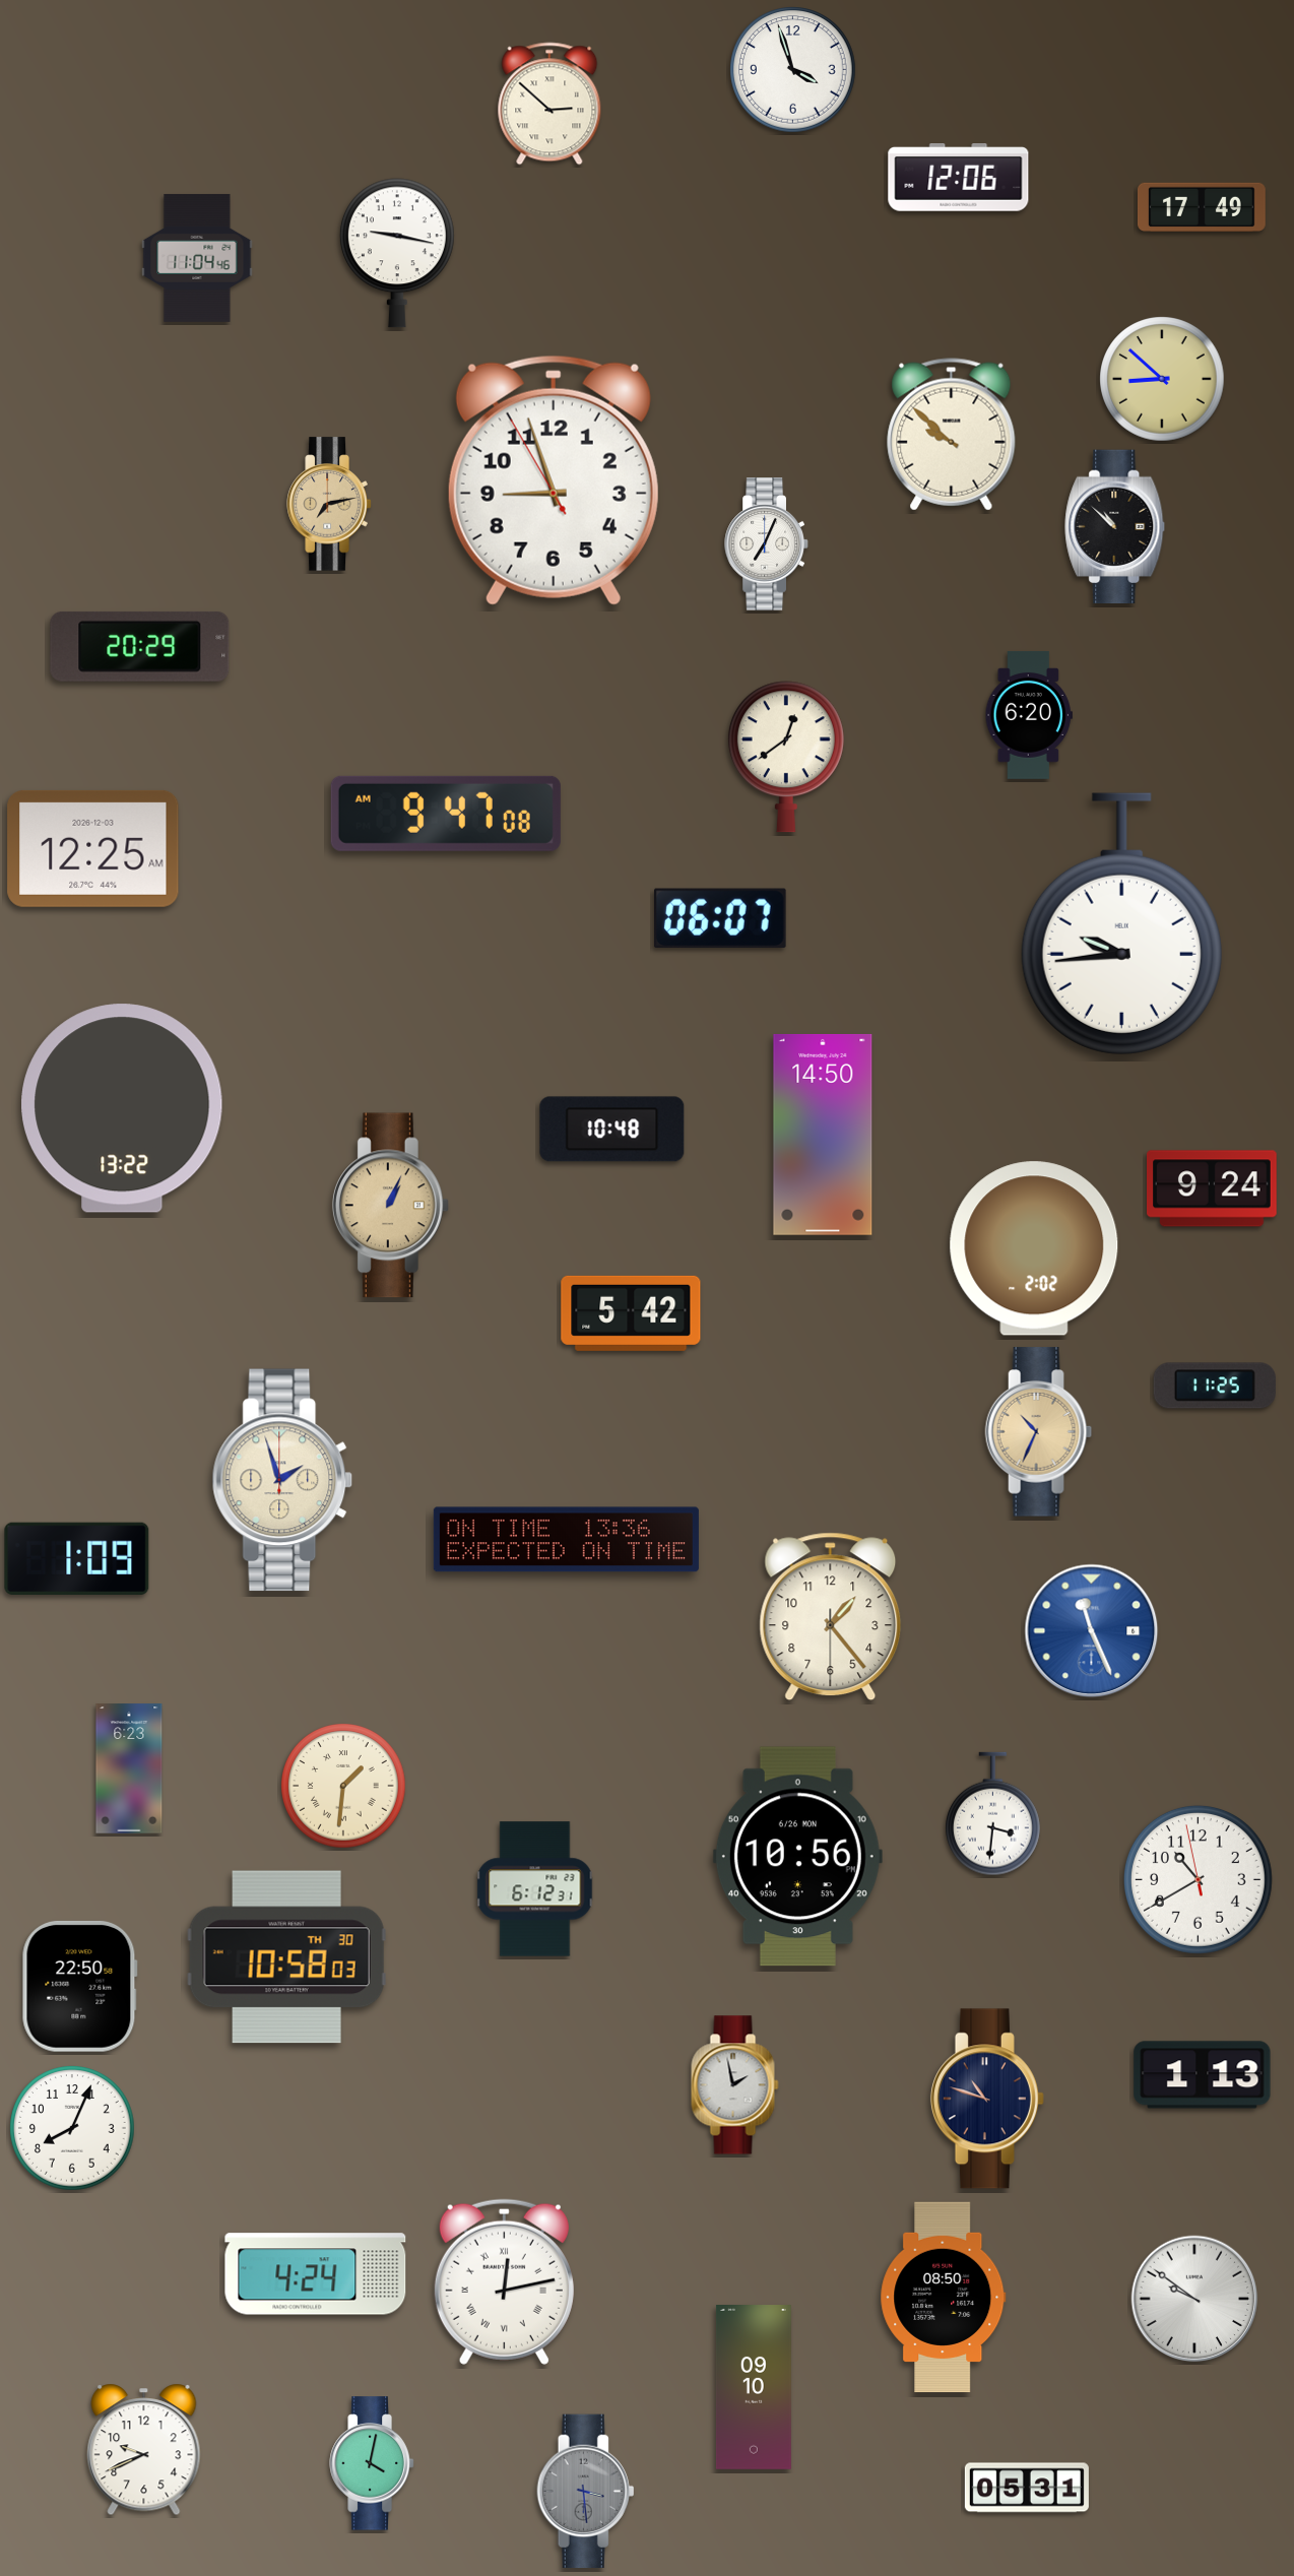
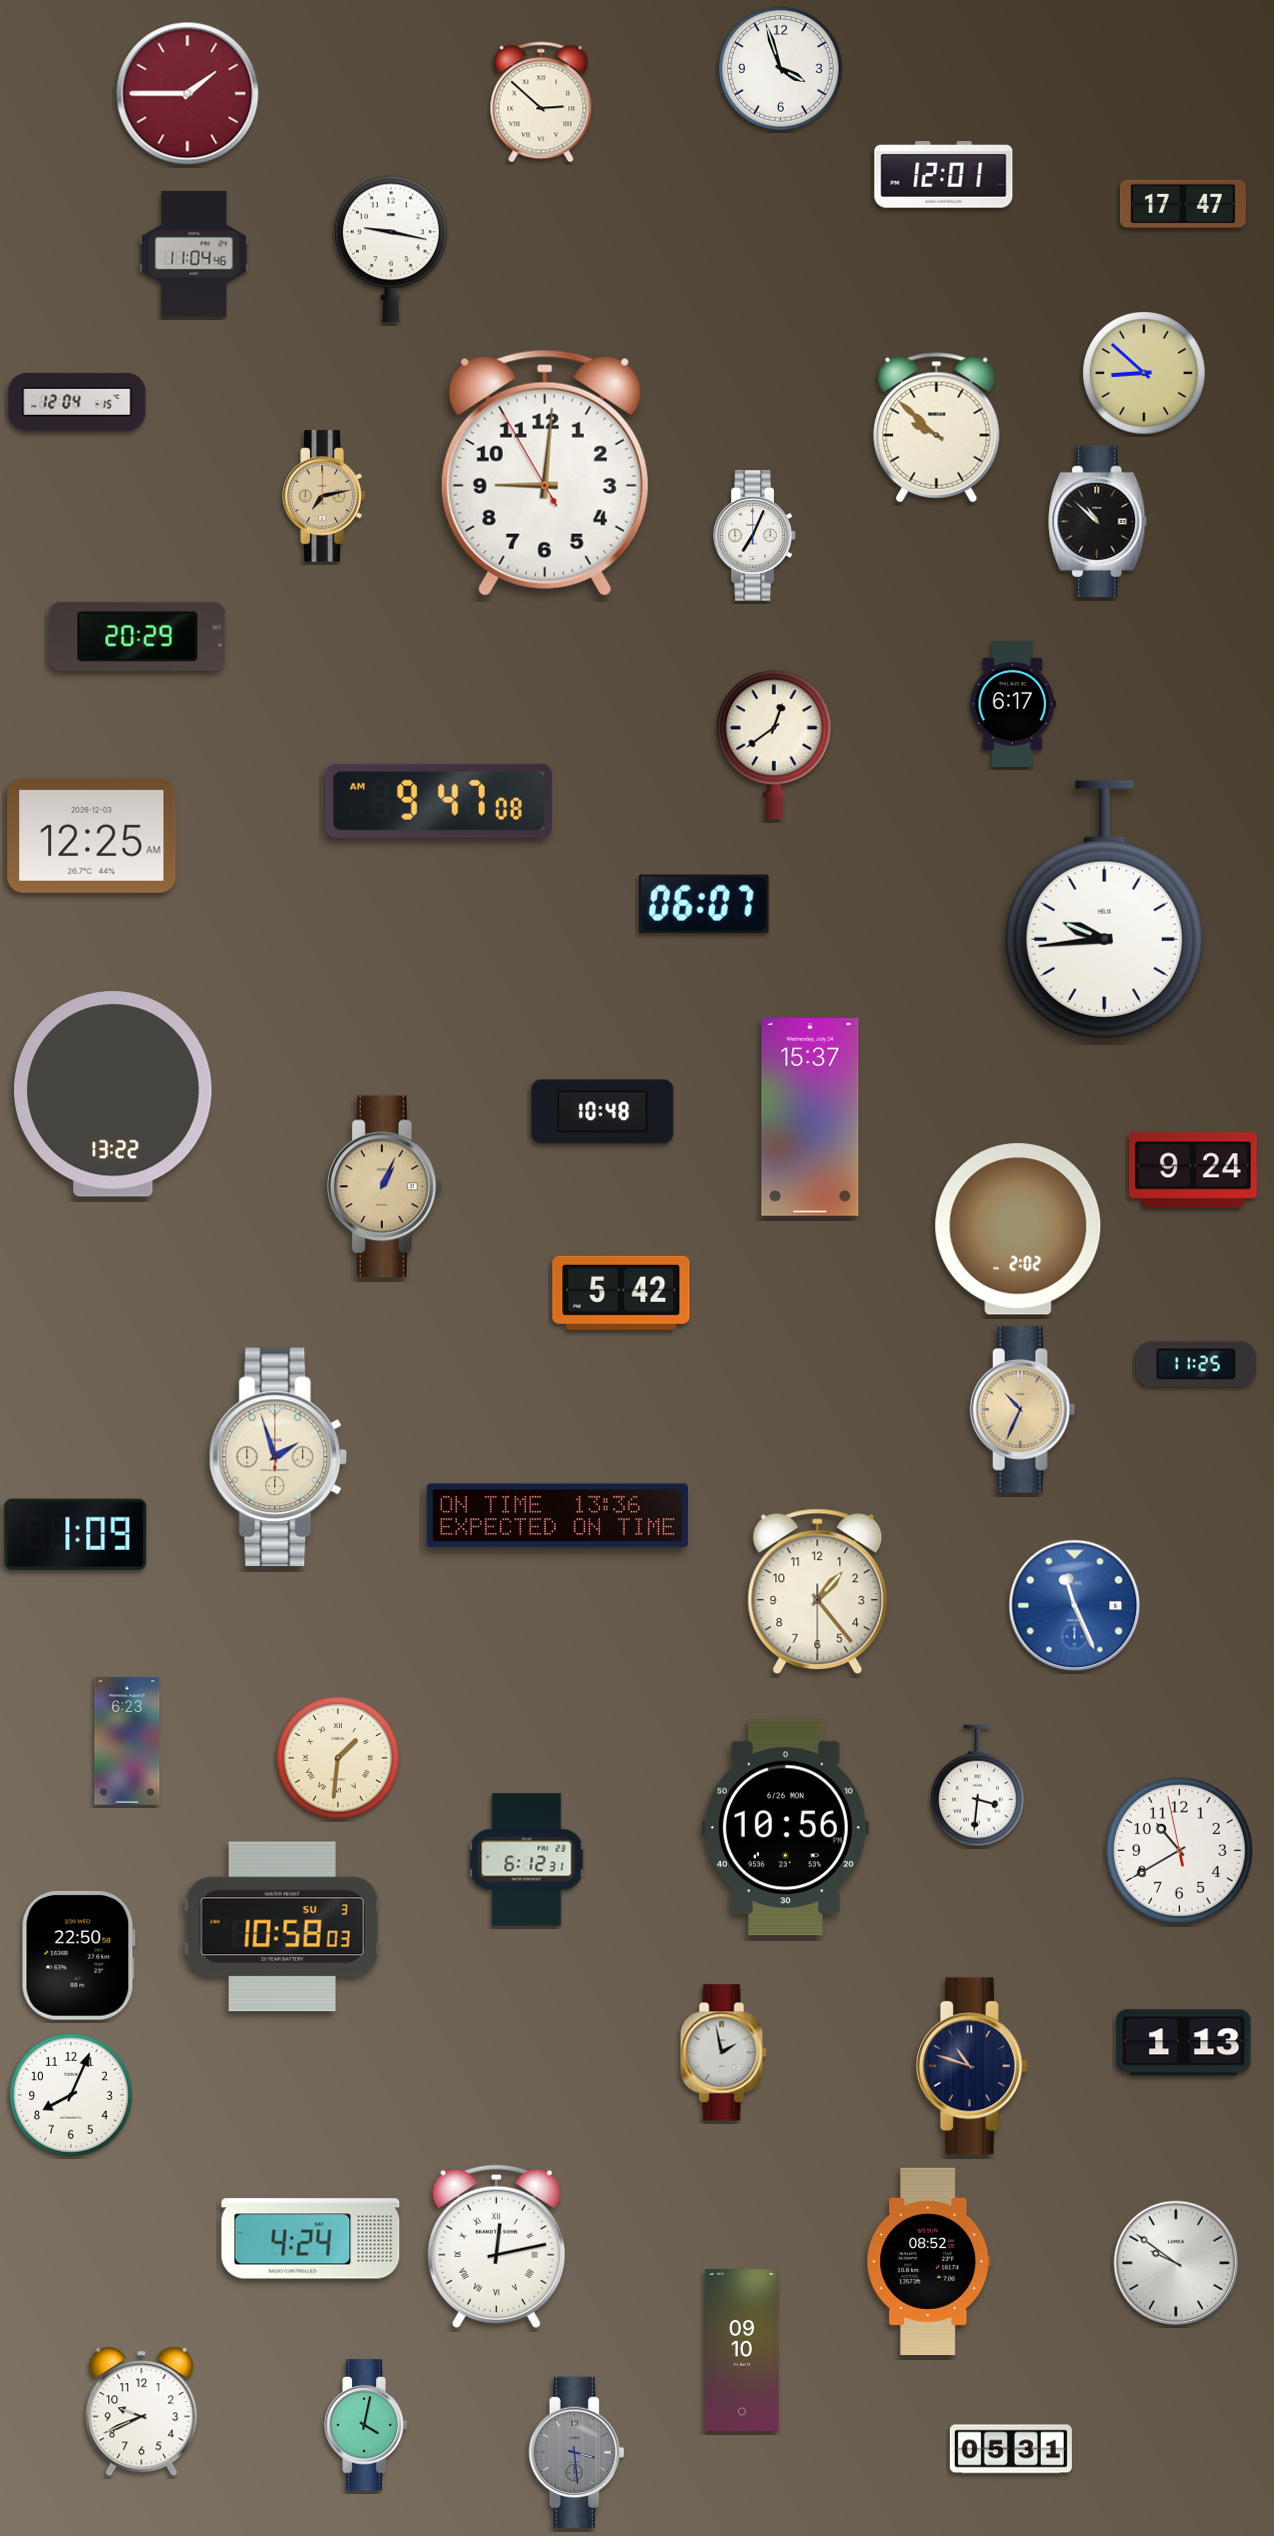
clock at (188, 94): none -> 1:45
clock at (959, 178): 12:06 -> 12:01
clock at (1202, 207): 17:49 -> 17:47
clock at (77, 402): none -> 12:04
clock at (554, 480): 8:56 -> 9:00
clock at (1115, 527) position: (1115, 527) -> (1098, 522)
clock at (1028, 715): 6:20 -> 6:17
clock at (720, 917) position: (720, 917) -> (704, 903)
clock at (122, 1108) position: (122, 1108) -> (113, 1094)
clock at (823, 1135): 14:50 -> 15:37
clock at (286, 1957) date: TH 30 -> SU 3
clock at (944, 2298): 08:50 -> 08:52
